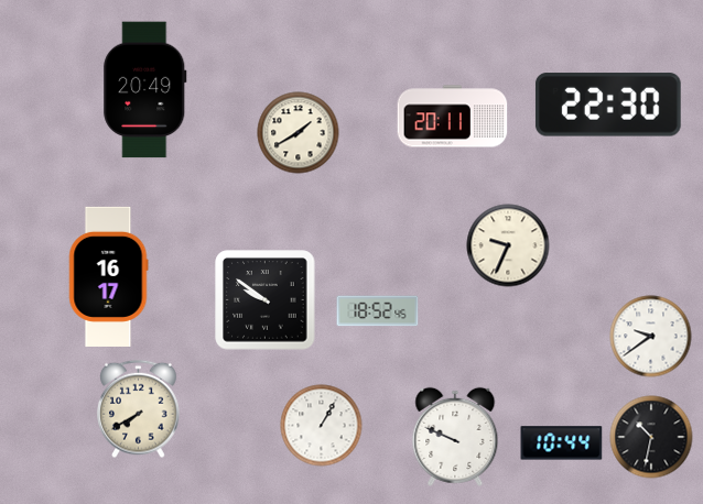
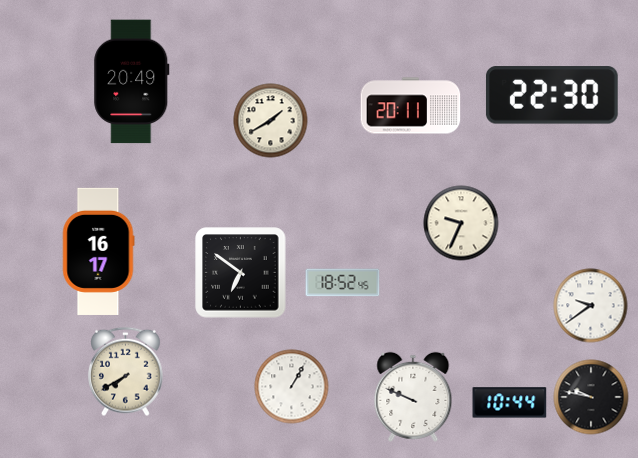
clock at (266, 300): 9:51 -> 6:51
clock at (651, 437): 10:32 -> 9:47
